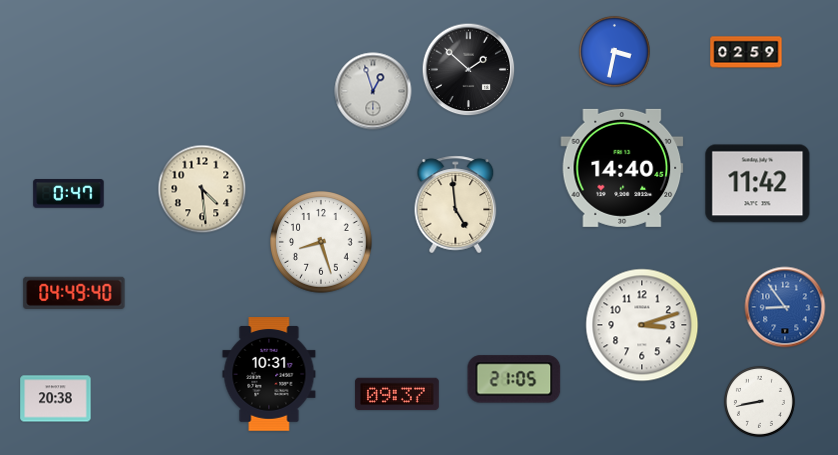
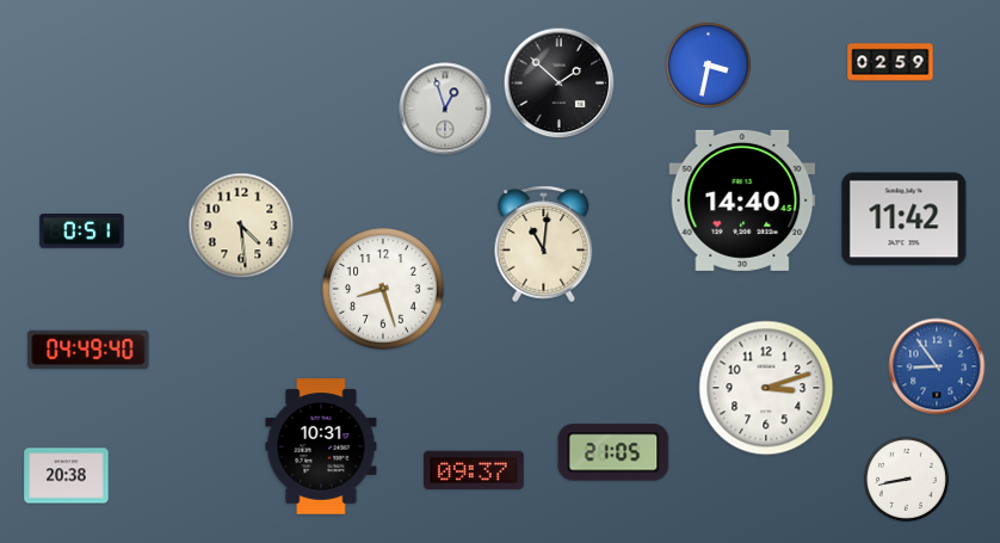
clock at (614, 51) position: (614, 51) -> (708, 64)
clock at (69, 194): 0:47 -> 0:51
clock at (456, 205): 4:59 -> 11:01
